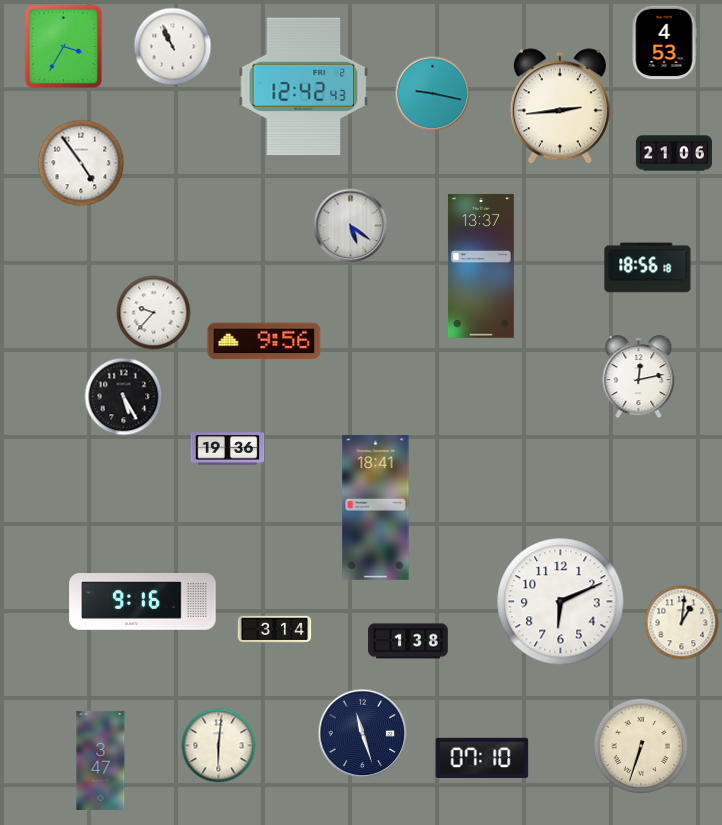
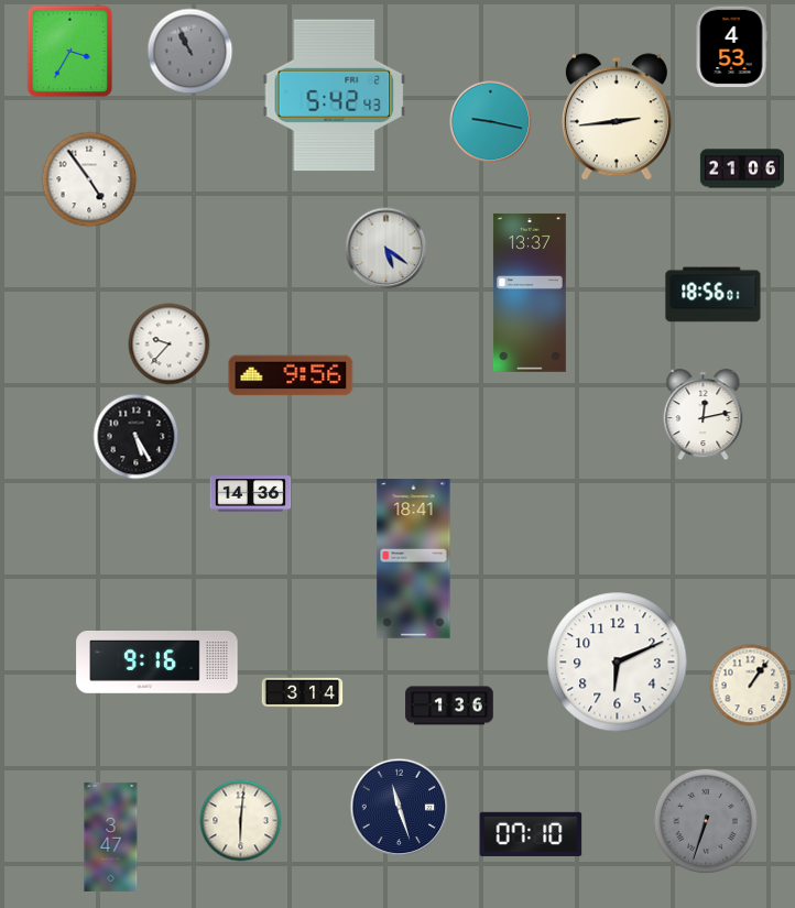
clock at (173, 47) dial: white -> grey
clock at (304, 87): 12:42 -> 5:42
clock at (433, 94) position: (433, 94) -> (491, 122)
clock at (648, 268): 18:56:18 -> 18:56:01
clock at (228, 449): 19:36 -> 14:36
clock at (682, 623): 1:01 -> 1:06
clock at (408, 641): 1:38 -> 1:36
clock at (641, 746) dial: cream -> grey
